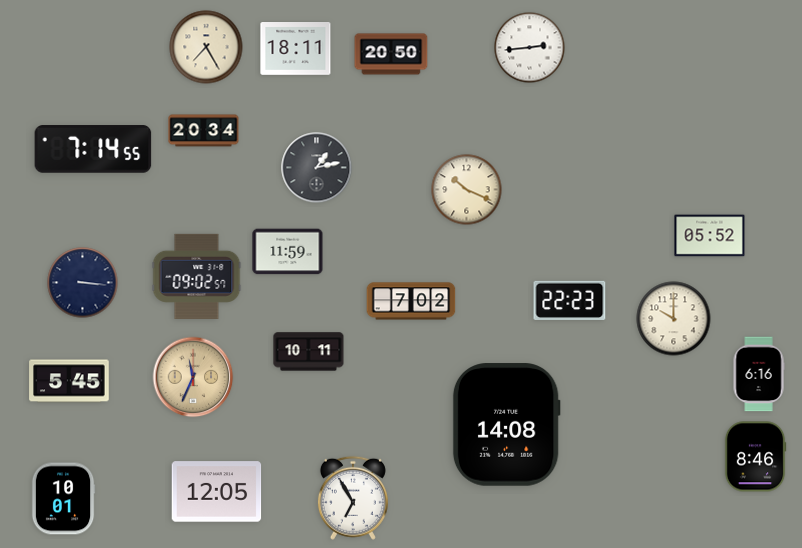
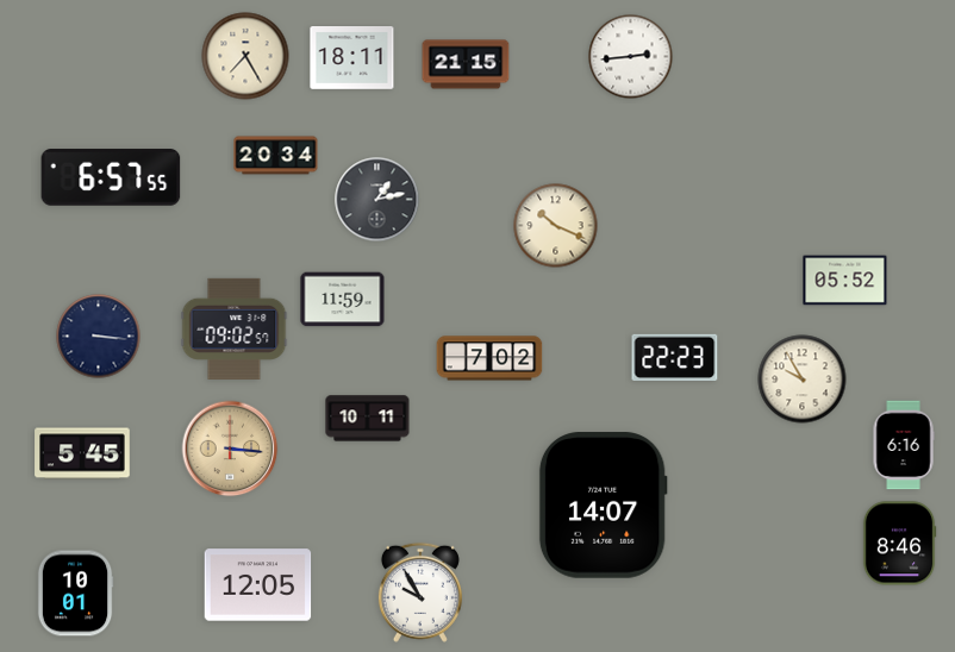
clock at (391, 54): 20:50 -> 21:15
clock at (204, 131) position: (204, 131) -> (276, 156)
clock at (93, 149): 7:14 -> 6:57
clock at (570, 300) position: (570, 300) -> (675, 357)
clock at (674, 319): 10:00 -> 9:55
clock at (193, 377): 11:34 -> 3:16
clock at (506, 425): 14:08 -> 14:07
clock at (353, 498): 6:55 -> 9:55
